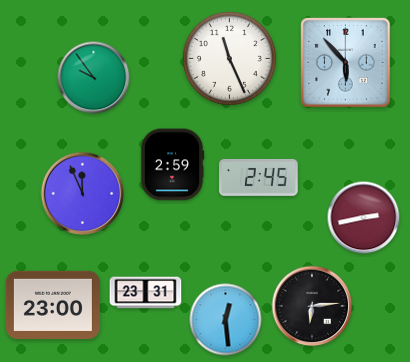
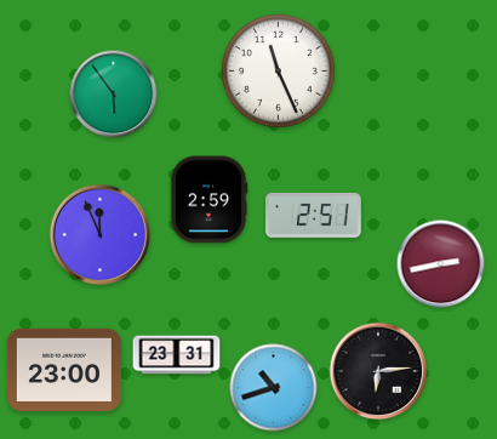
clock at (346, 63): 5:53 -> none
clock at (94, 78): 9:54 -> 5:54
clock at (259, 178): 2:45 -> 2:51
clock at (226, 320): 12:29 -> 10:42
